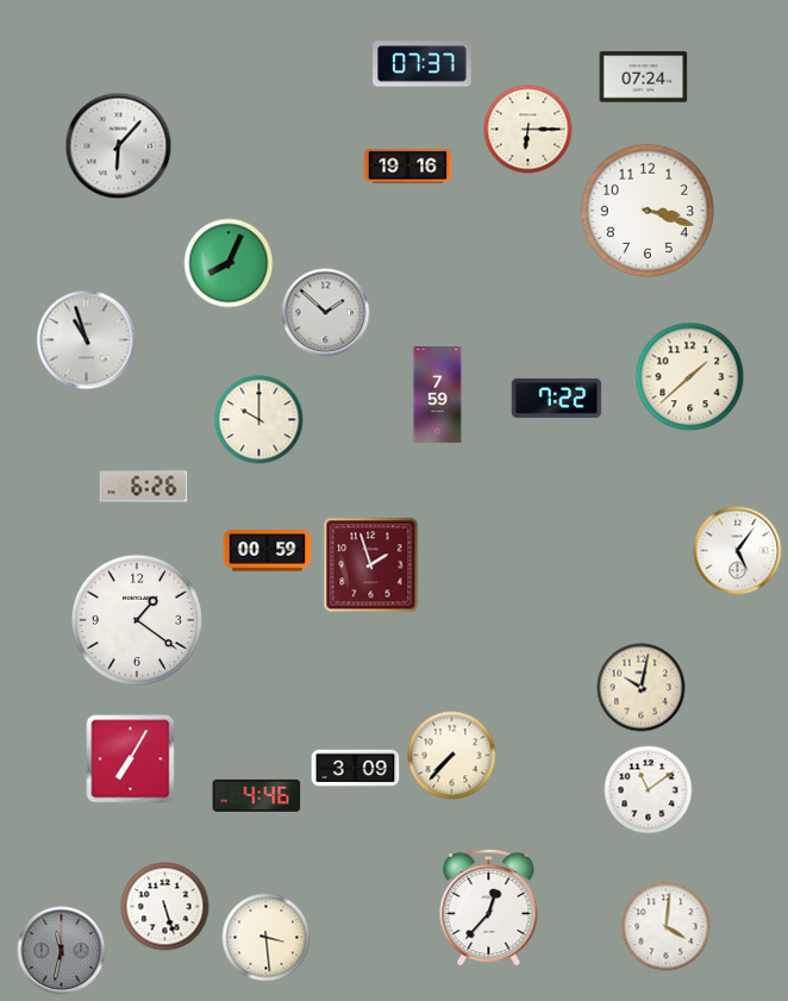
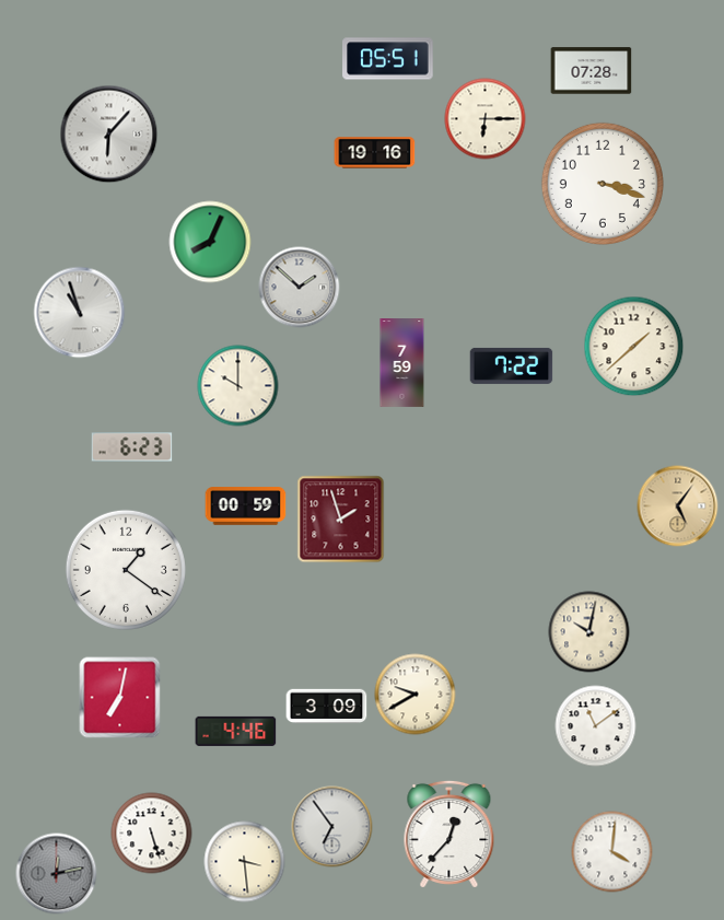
clock at (423, 64): 07:37 -> 05:51
clock at (644, 77): 07:24 -> 07:28
clock at (648, 211) position: (648, 211) -> (603, 184)
clock at (144, 487): 6:26 -> 6:23
clock at (738, 551) dial: white -> champagne
clock at (452, 756): 7:37 -> 9:40
clock at (131, 759): 7:05 -> 7:02
clock at (332, 827): none -> 6:54
clock at (62, 951): 11:32 -> 12:13
